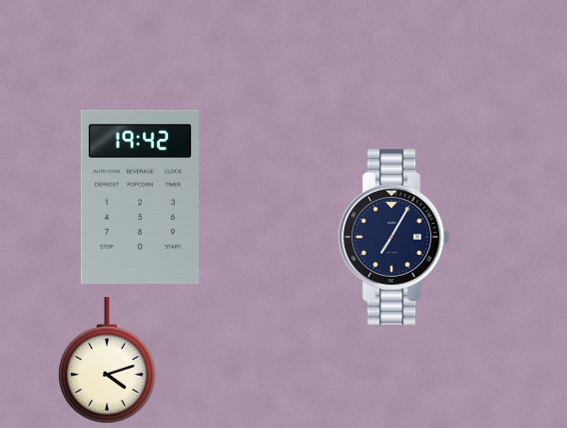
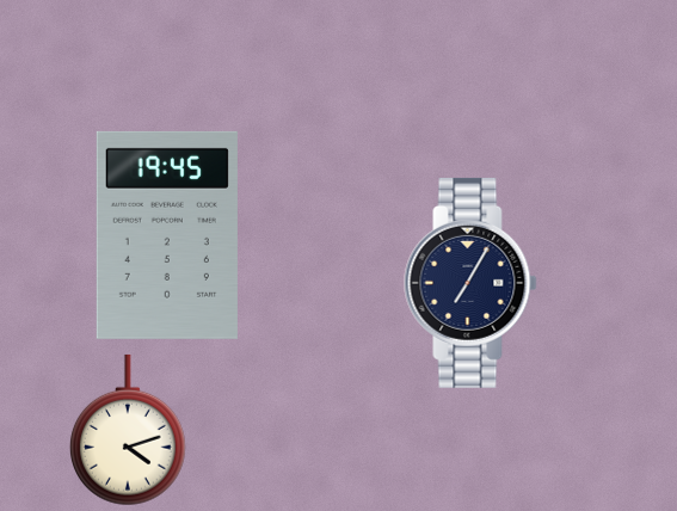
clock at (140, 197): 19:42 -> 19:45
